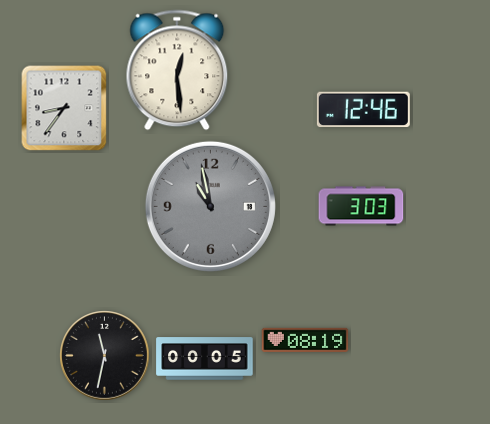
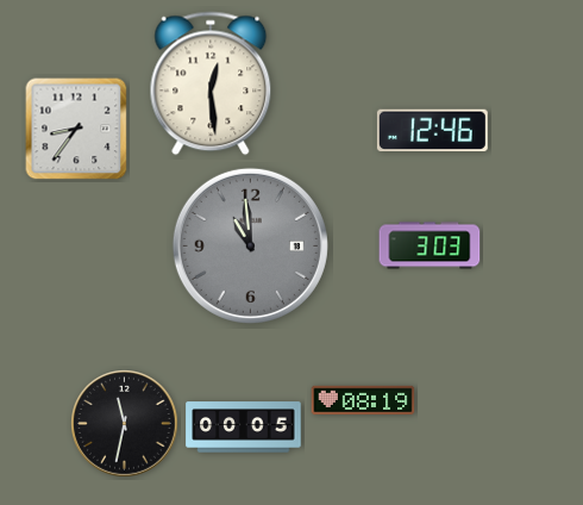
clock at (210, 206): 10:58 -> 10:59
clock at (305, 340) position: (305, 340) -> (363, 400)
